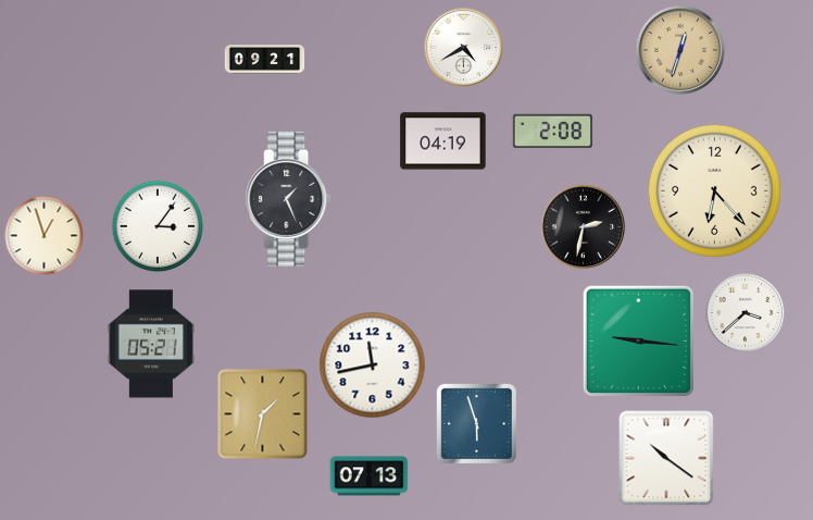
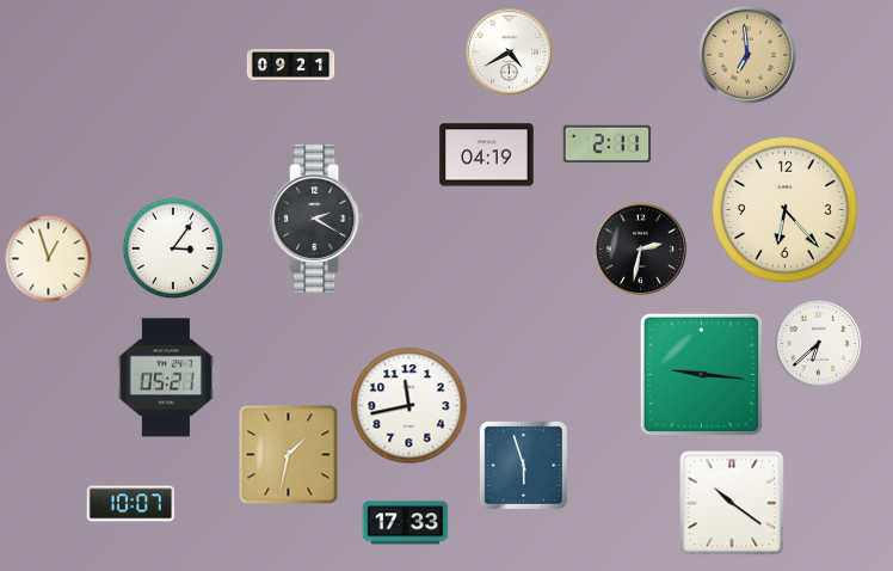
clock at (680, 50): 12:33 -> 6:59
clock at (553, 132): 2:08 -> 2:11
clock at (288, 199): 1:26 -> 2:20
clock at (746, 313): 3:38 -> 6:38
clock at (373, 366) position: (373, 366) -> (409, 406)
clock at (131, 504): none -> 10:07
clock at (370, 476): 07:13 -> 17:33
